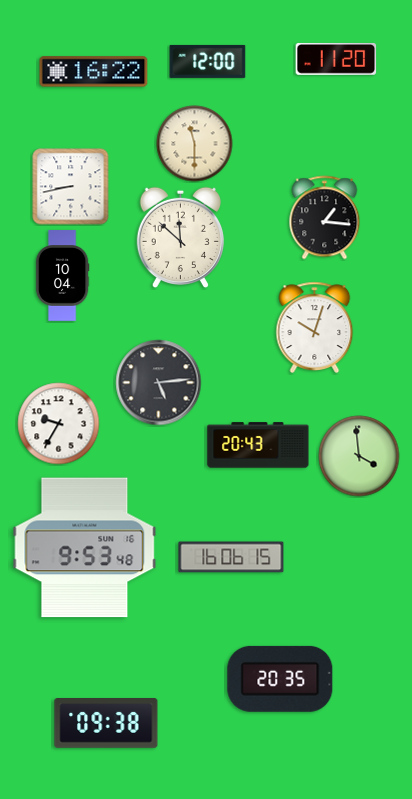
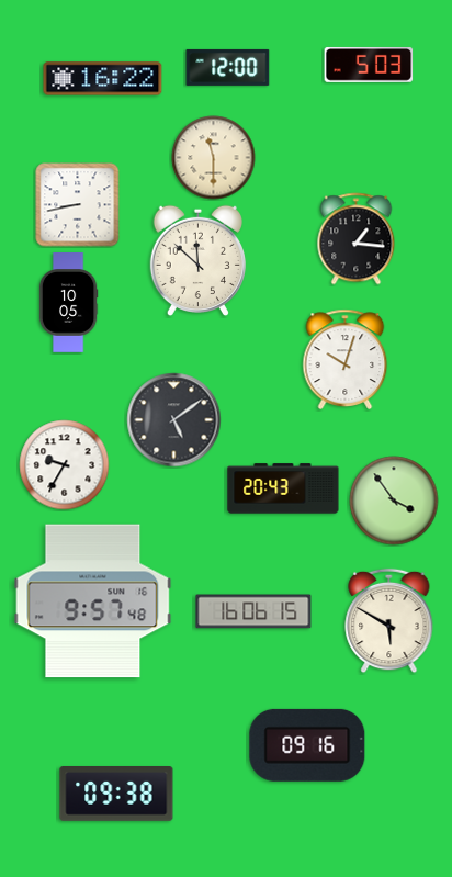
clock at (336, 59): 11:20 -> 5:03
clock at (62, 276): 10:04 -> 10:05
clock at (159, 383): 5:14 -> 5:09
clock at (359, 456): 3:59 -> 3:54
clock at (85, 548): 9:53 -> 9:57
clock at (389, 621): none -> 5:50
clock at (280, 679): 20:35 -> 09:16
